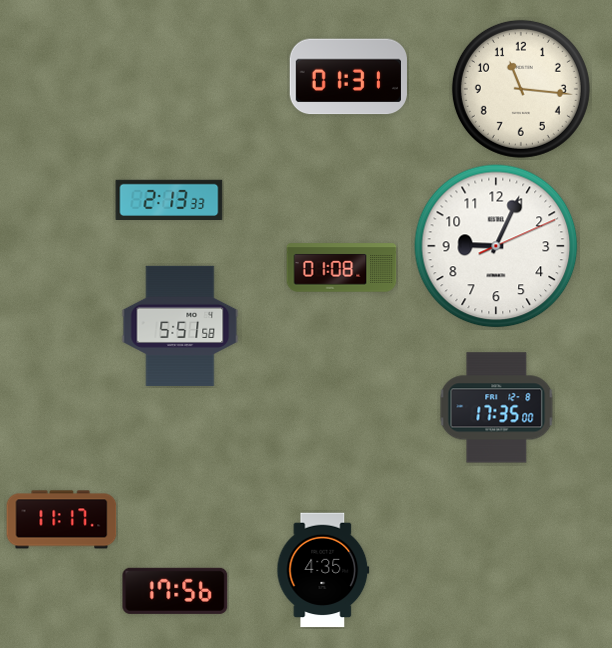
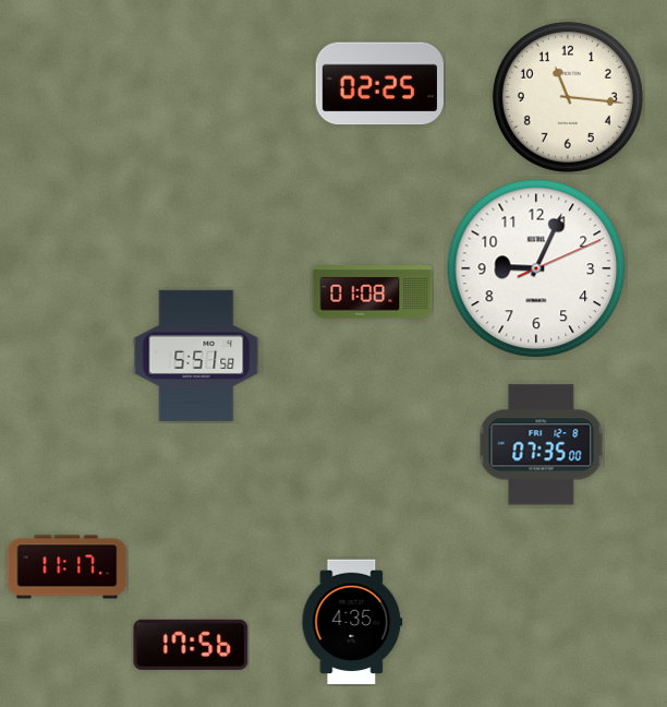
clock at (348, 77): 01:31 -> 02:25
clock at (169, 199): 2:13 -> none
clock at (496, 246) position: (496, 246) -> (536, 268)
clock at (497, 408): 17:35 -> 07:35
